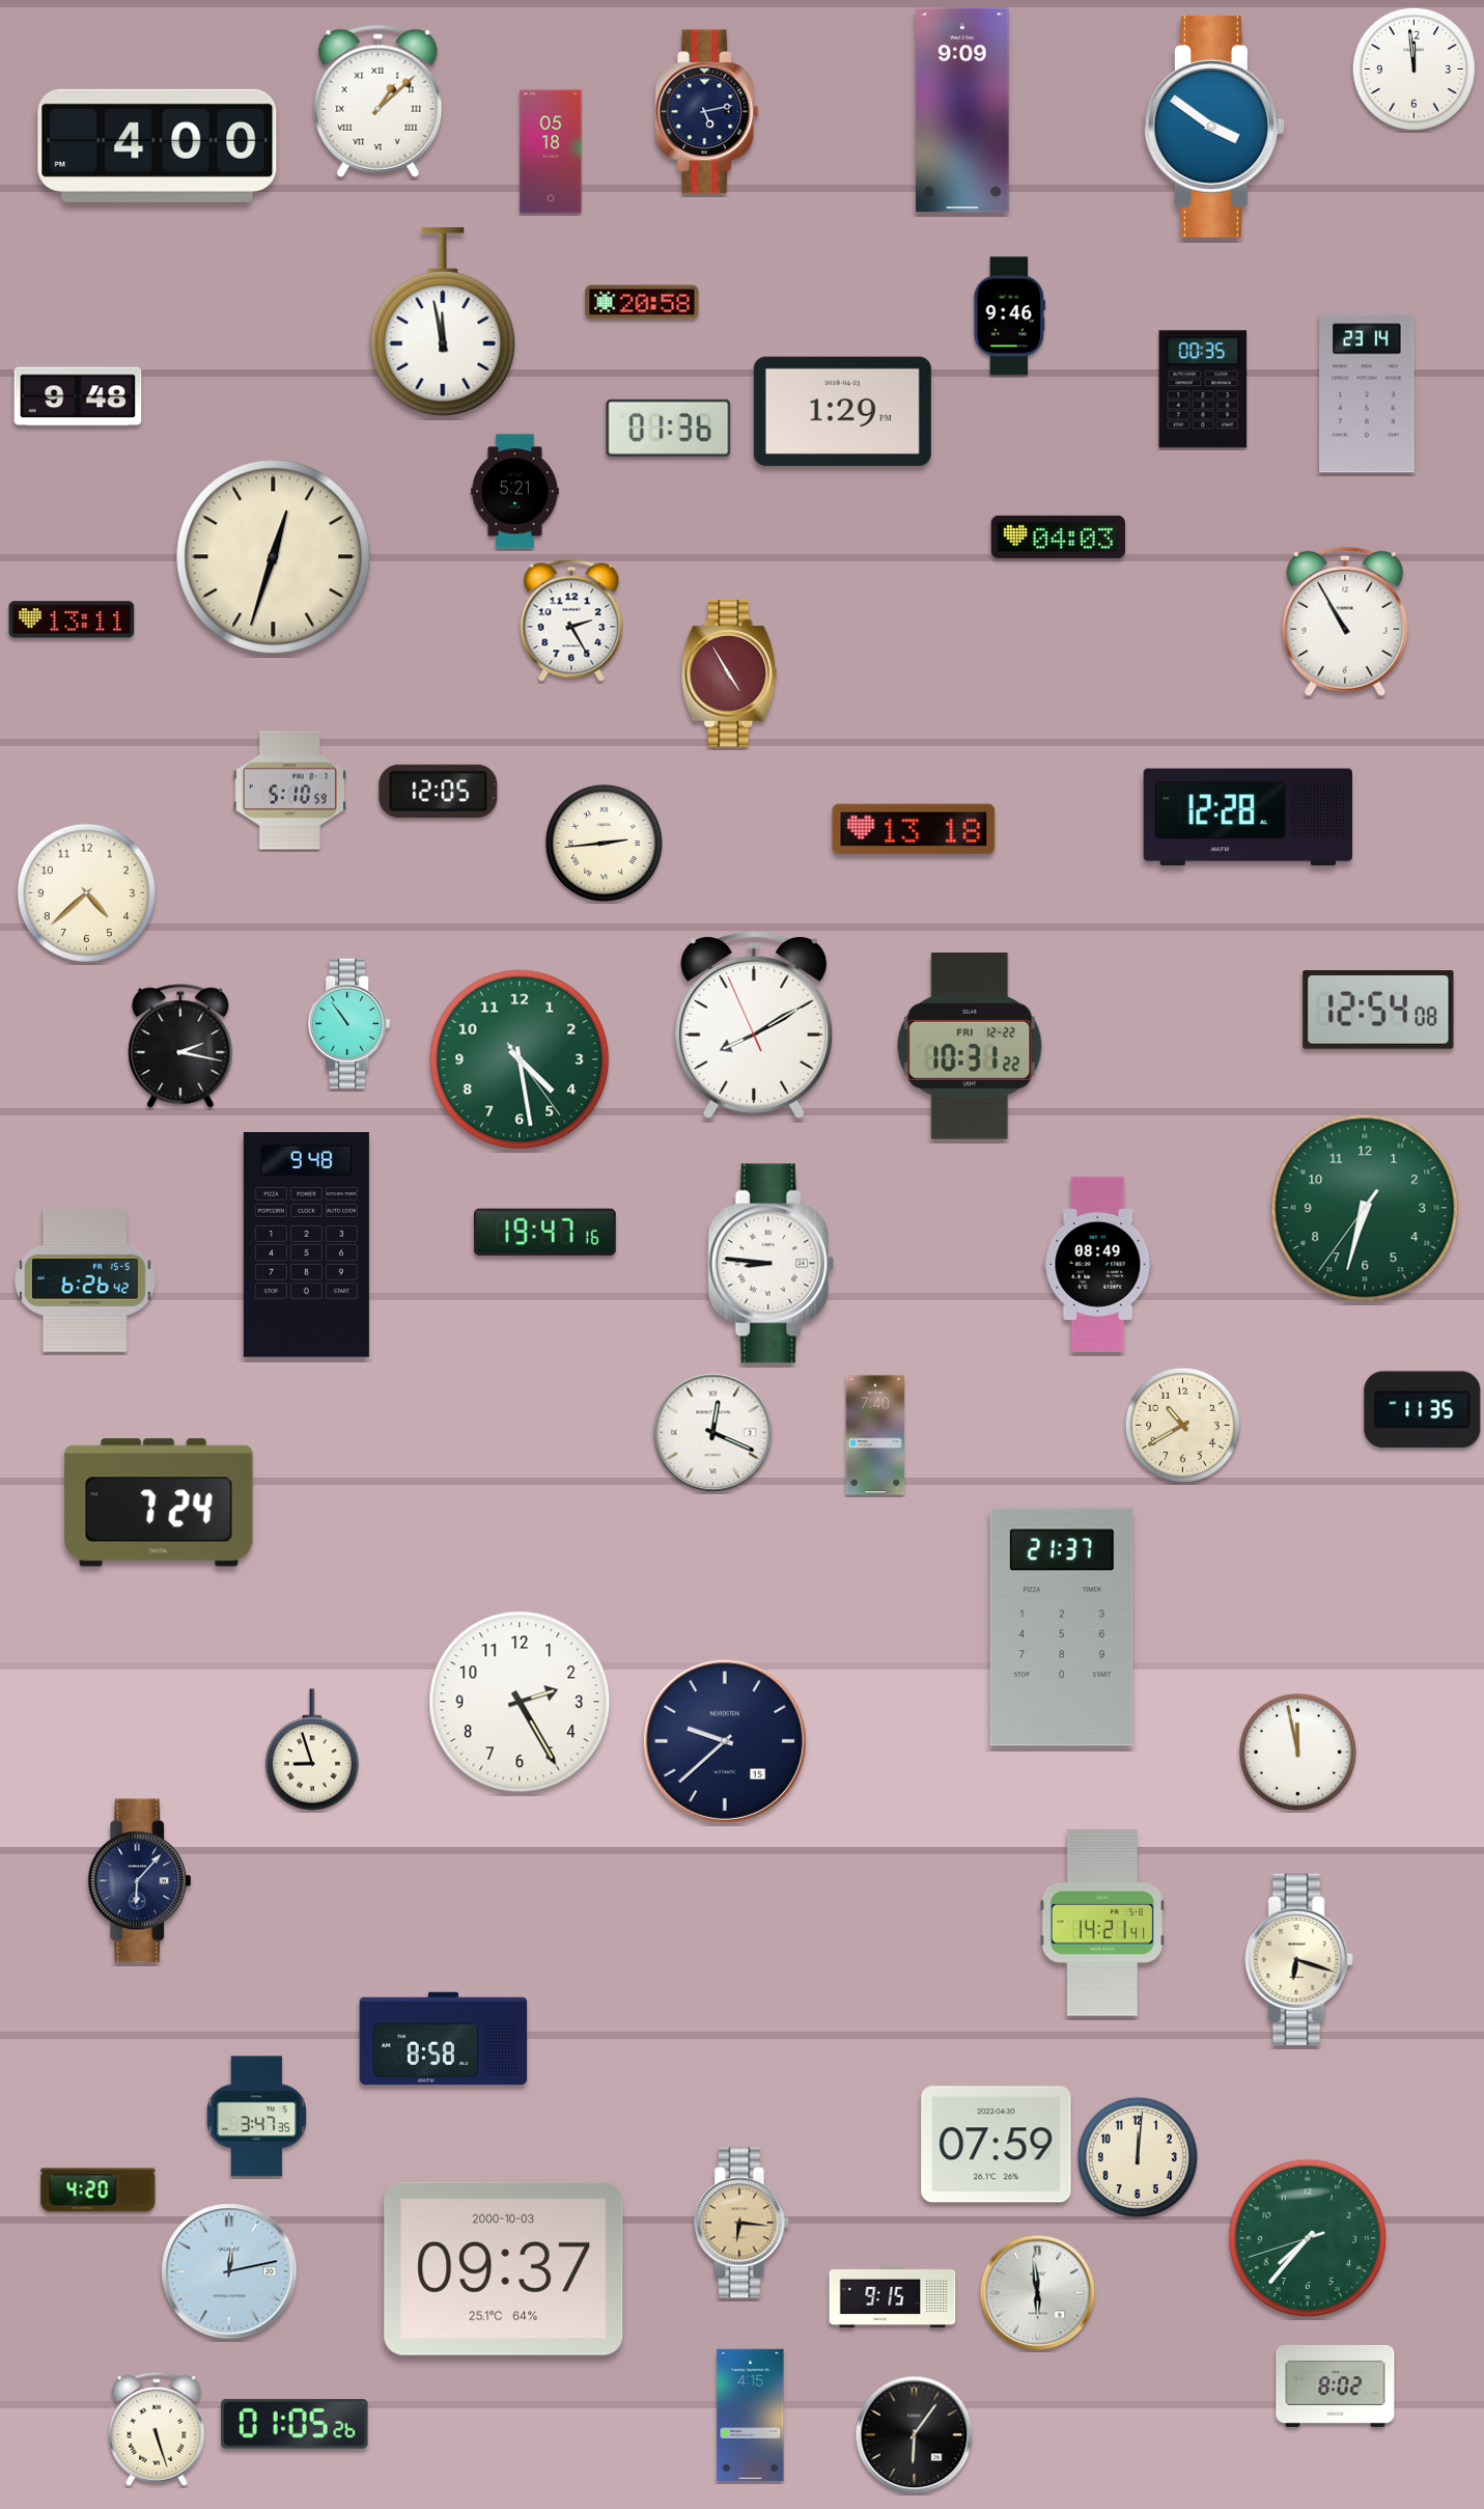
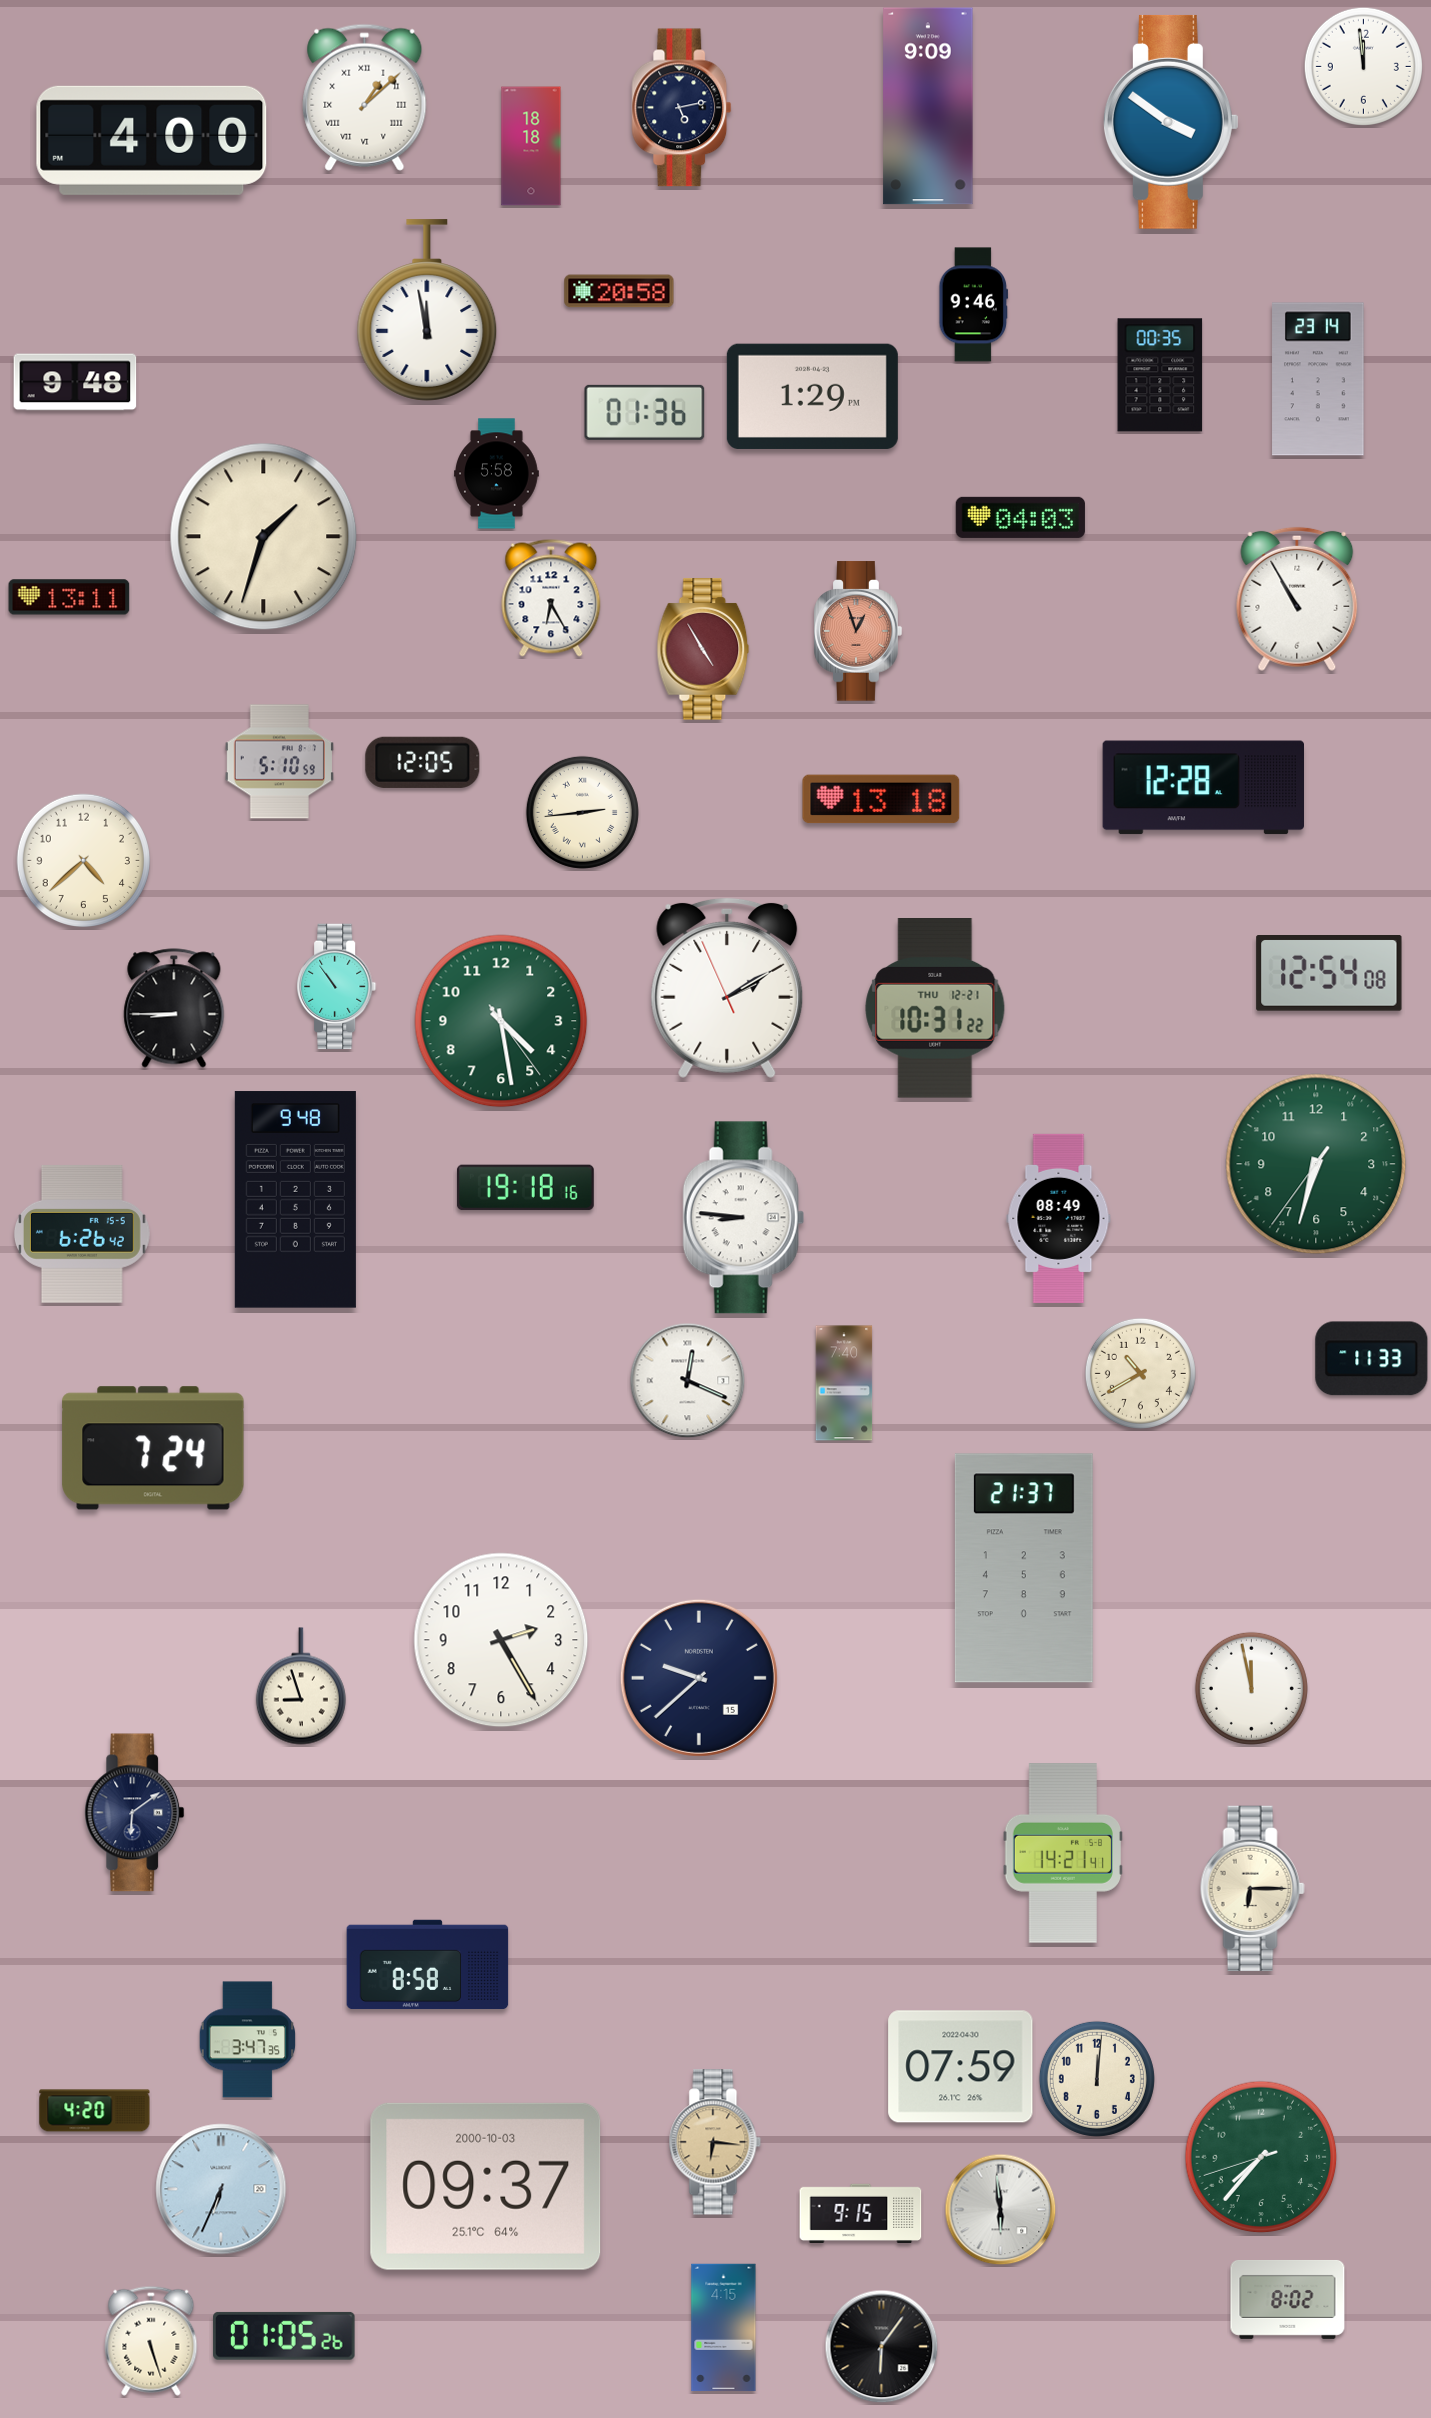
clock at (551, 151): 05:18 -> 18:18
clock at (515, 492): 5:21 -> 5:58
clock at (274, 557): 12:33 -> 1:33
clock at (571, 621): 2:25 -> 6:25
clock at (858, 631): none -> 12:57
clock at (754, 1025): 8:09 -> 2:09
clock at (180, 1046): 2:17 -> 8:45
clock at (970, 1046) date: FRI 12-22 -> THU 12-21
clock at (544, 1233): 19:47 -> 19:18
clock at (1423, 1410): 11:35 -> 11:33
clock at (140, 1881): 6:07 -> 6:09
clock at (1298, 1959): 6:18 -> 6:15
clock at (229, 2271): 12:13 -> 6:34
